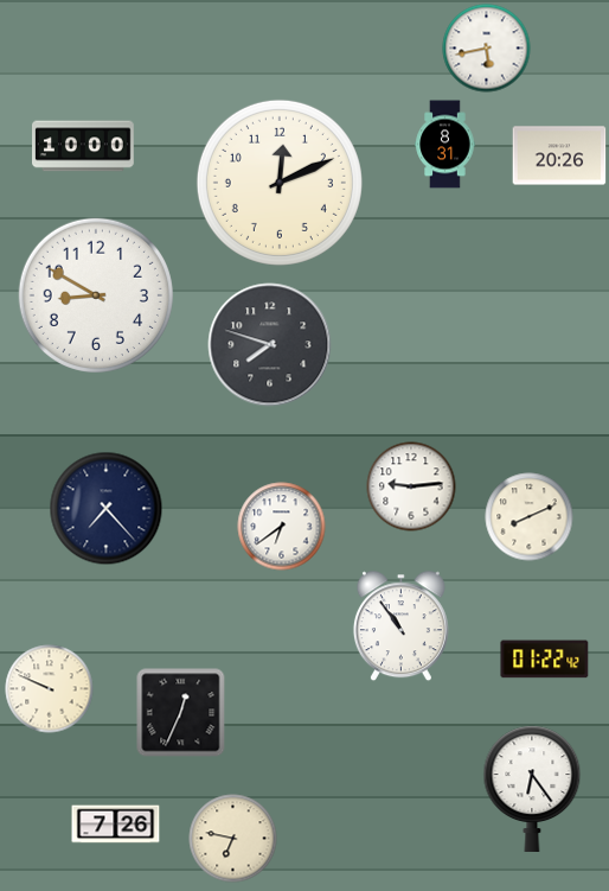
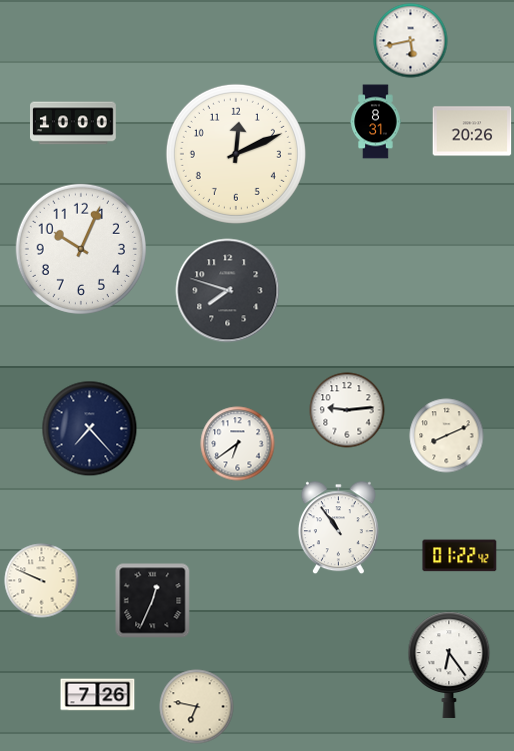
clock at (84, 146) position: (84, 146) -> (74, 123)
clock at (96, 295): 8:50 -> 10:04
